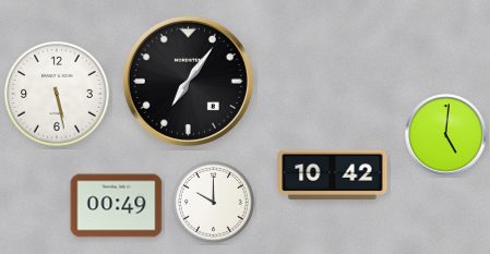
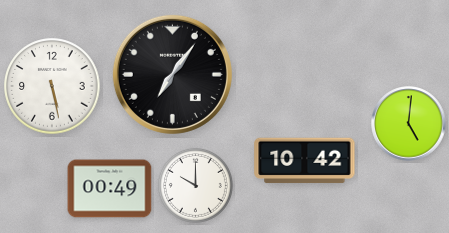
clock at (117, 206) position: (117, 206) -> (110, 189)
